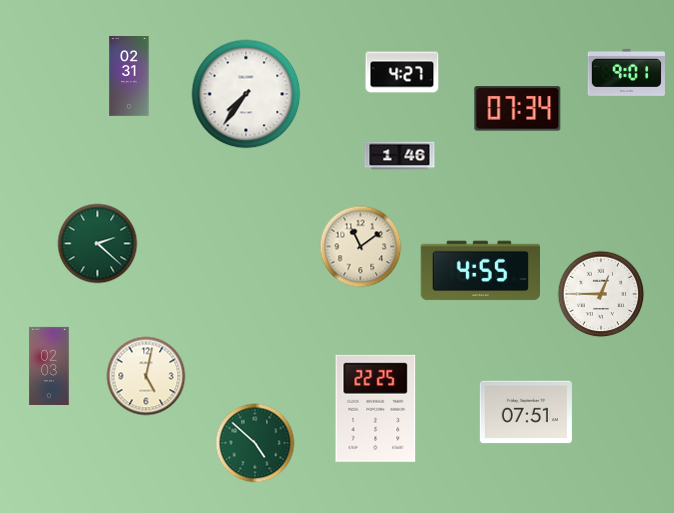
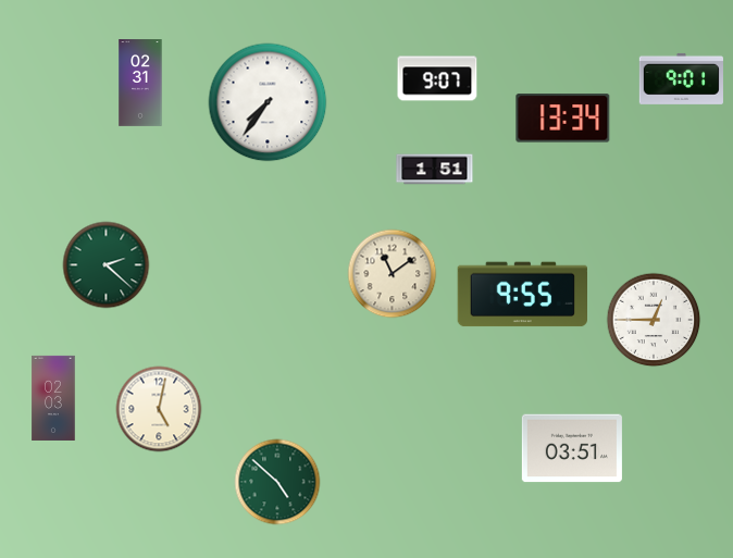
clock at (402, 72): 4:27 -> 9:07
clock at (518, 109): 07:34 -> 13:34
clock at (400, 156): 1:46 -> 1:51
clock at (361, 247) position: (361, 247) -> (393, 274)
clock at (480, 271): 4:55 -> 9:55
clock at (376, 408): 22:25 -> none
clock at (526, 412): 07:51 -> 03:51
